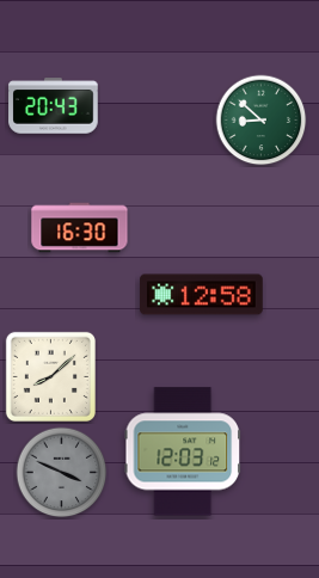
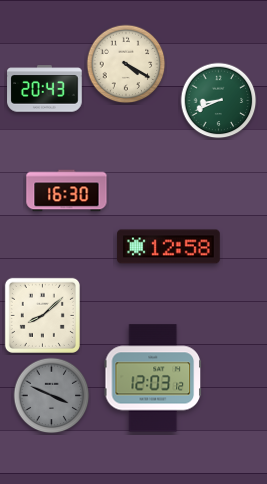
clock at (126, 64): none -> 4:20
clock at (262, 121): 8:52 -> 8:41
